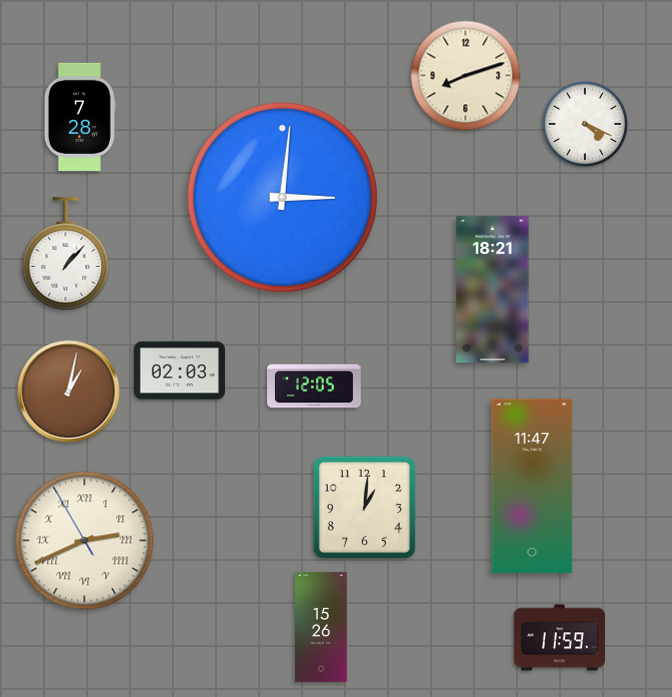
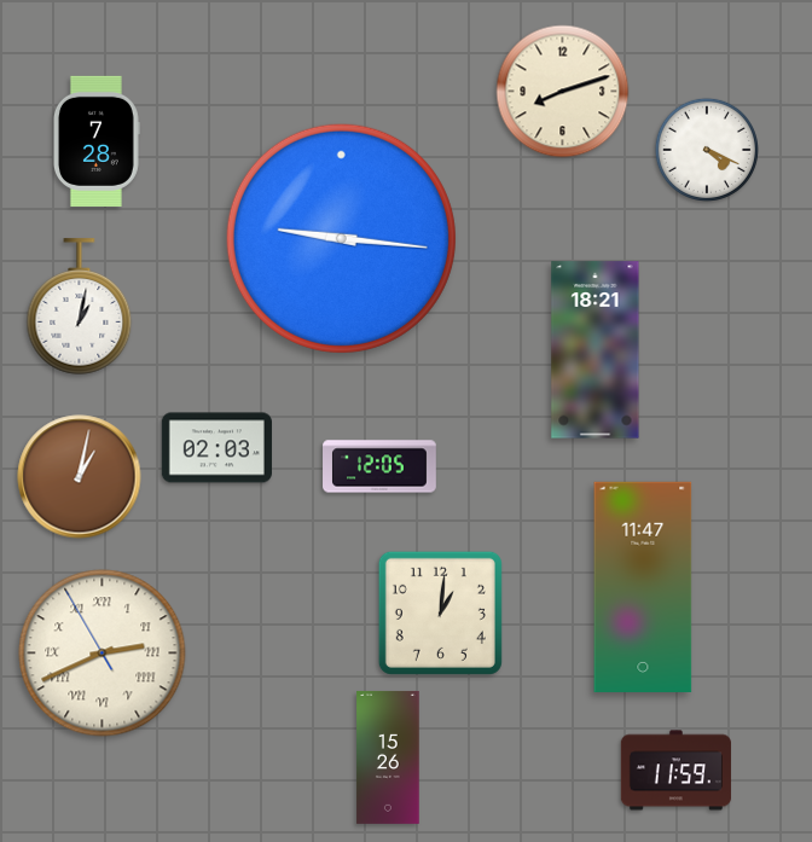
clock at (282, 197): 3:01 -> 9:16
clock at (66, 254): 1:07 -> 1:02
clock at (69, 392) position: (69, 392) -> (80, 477)
